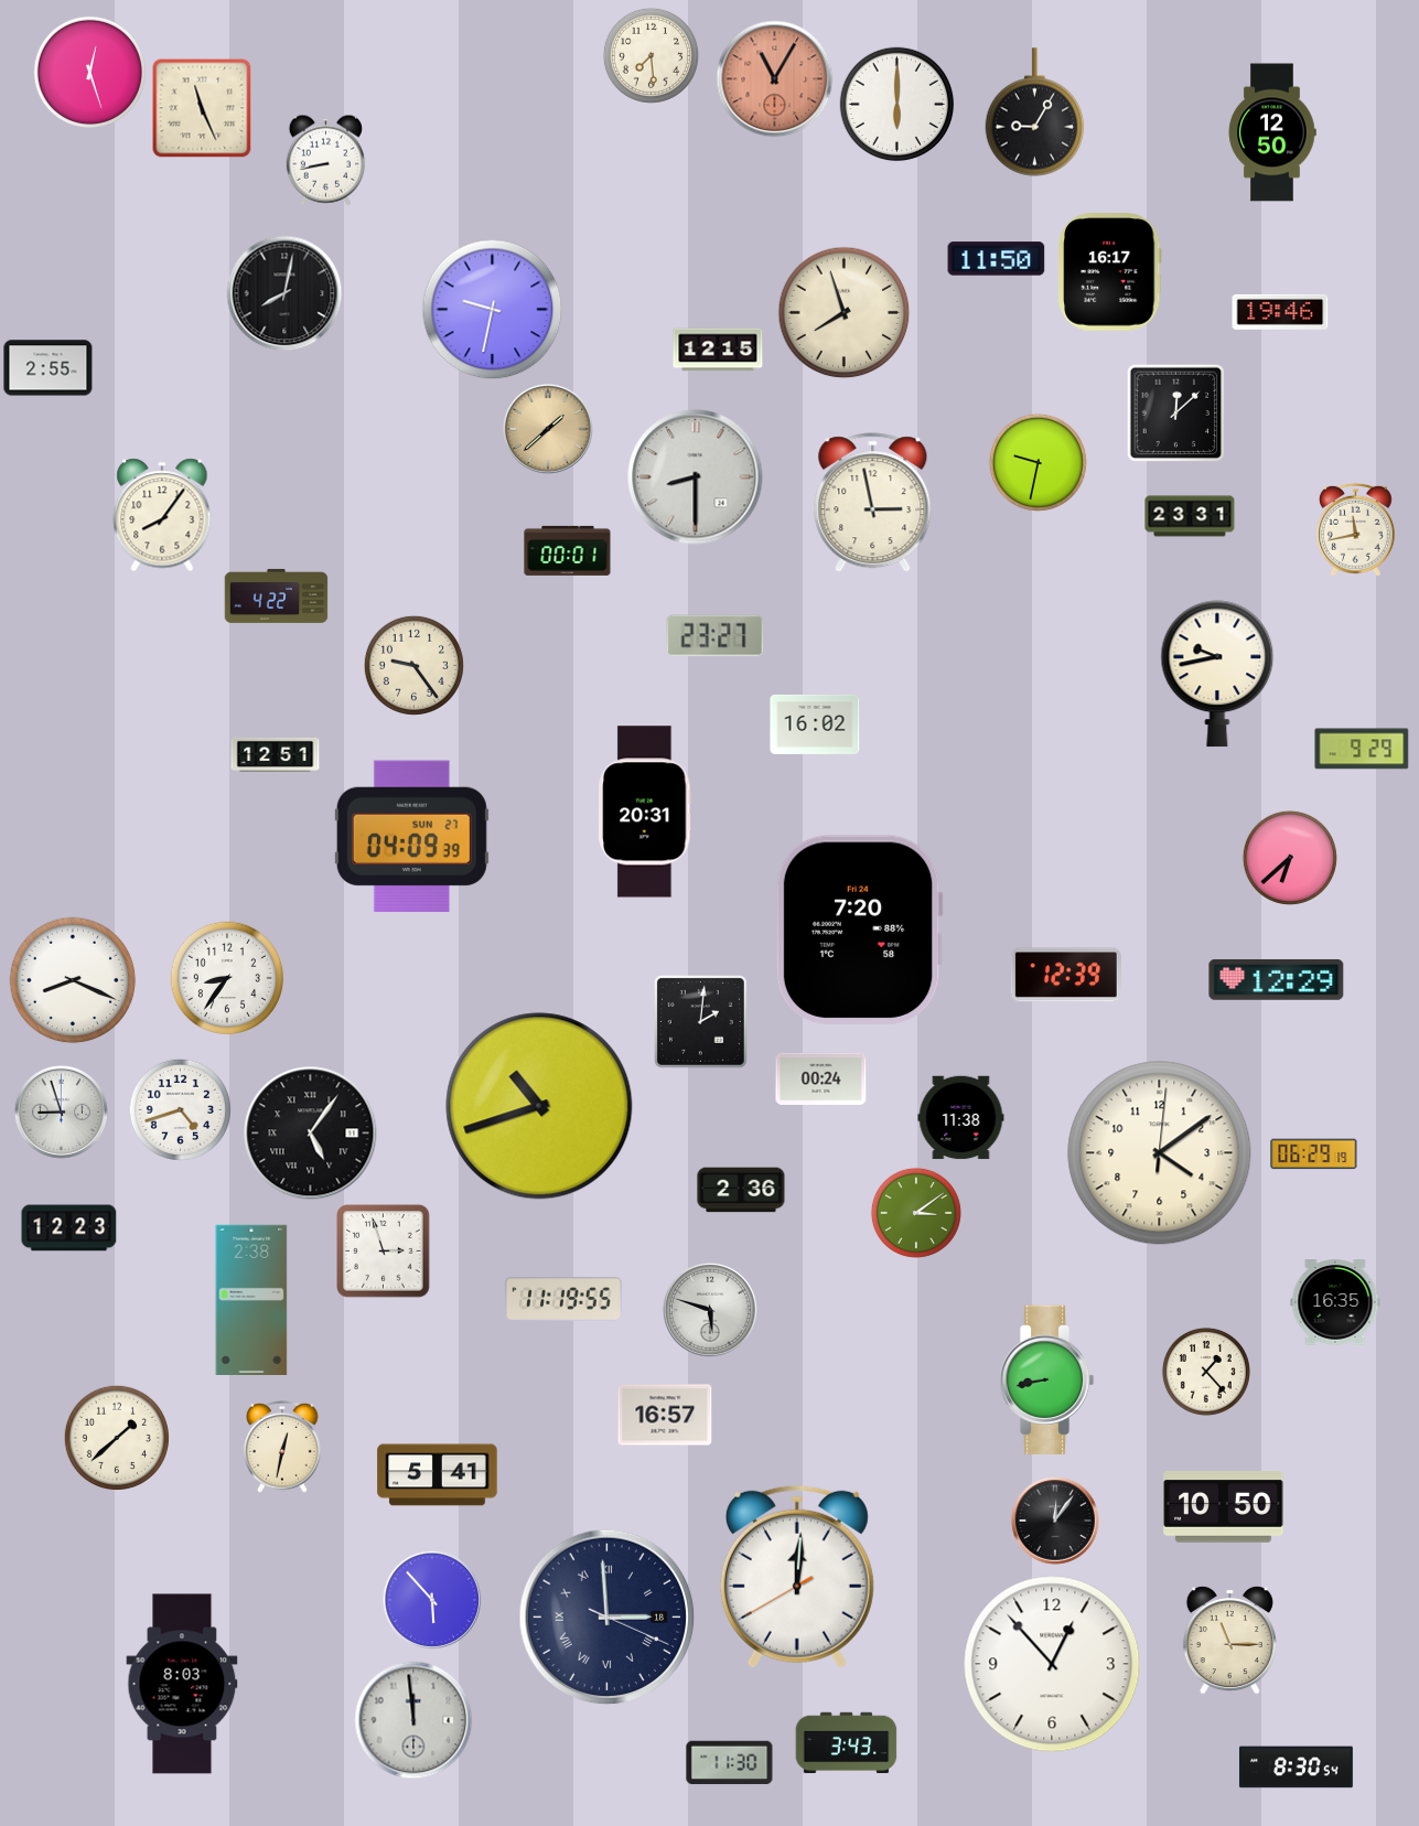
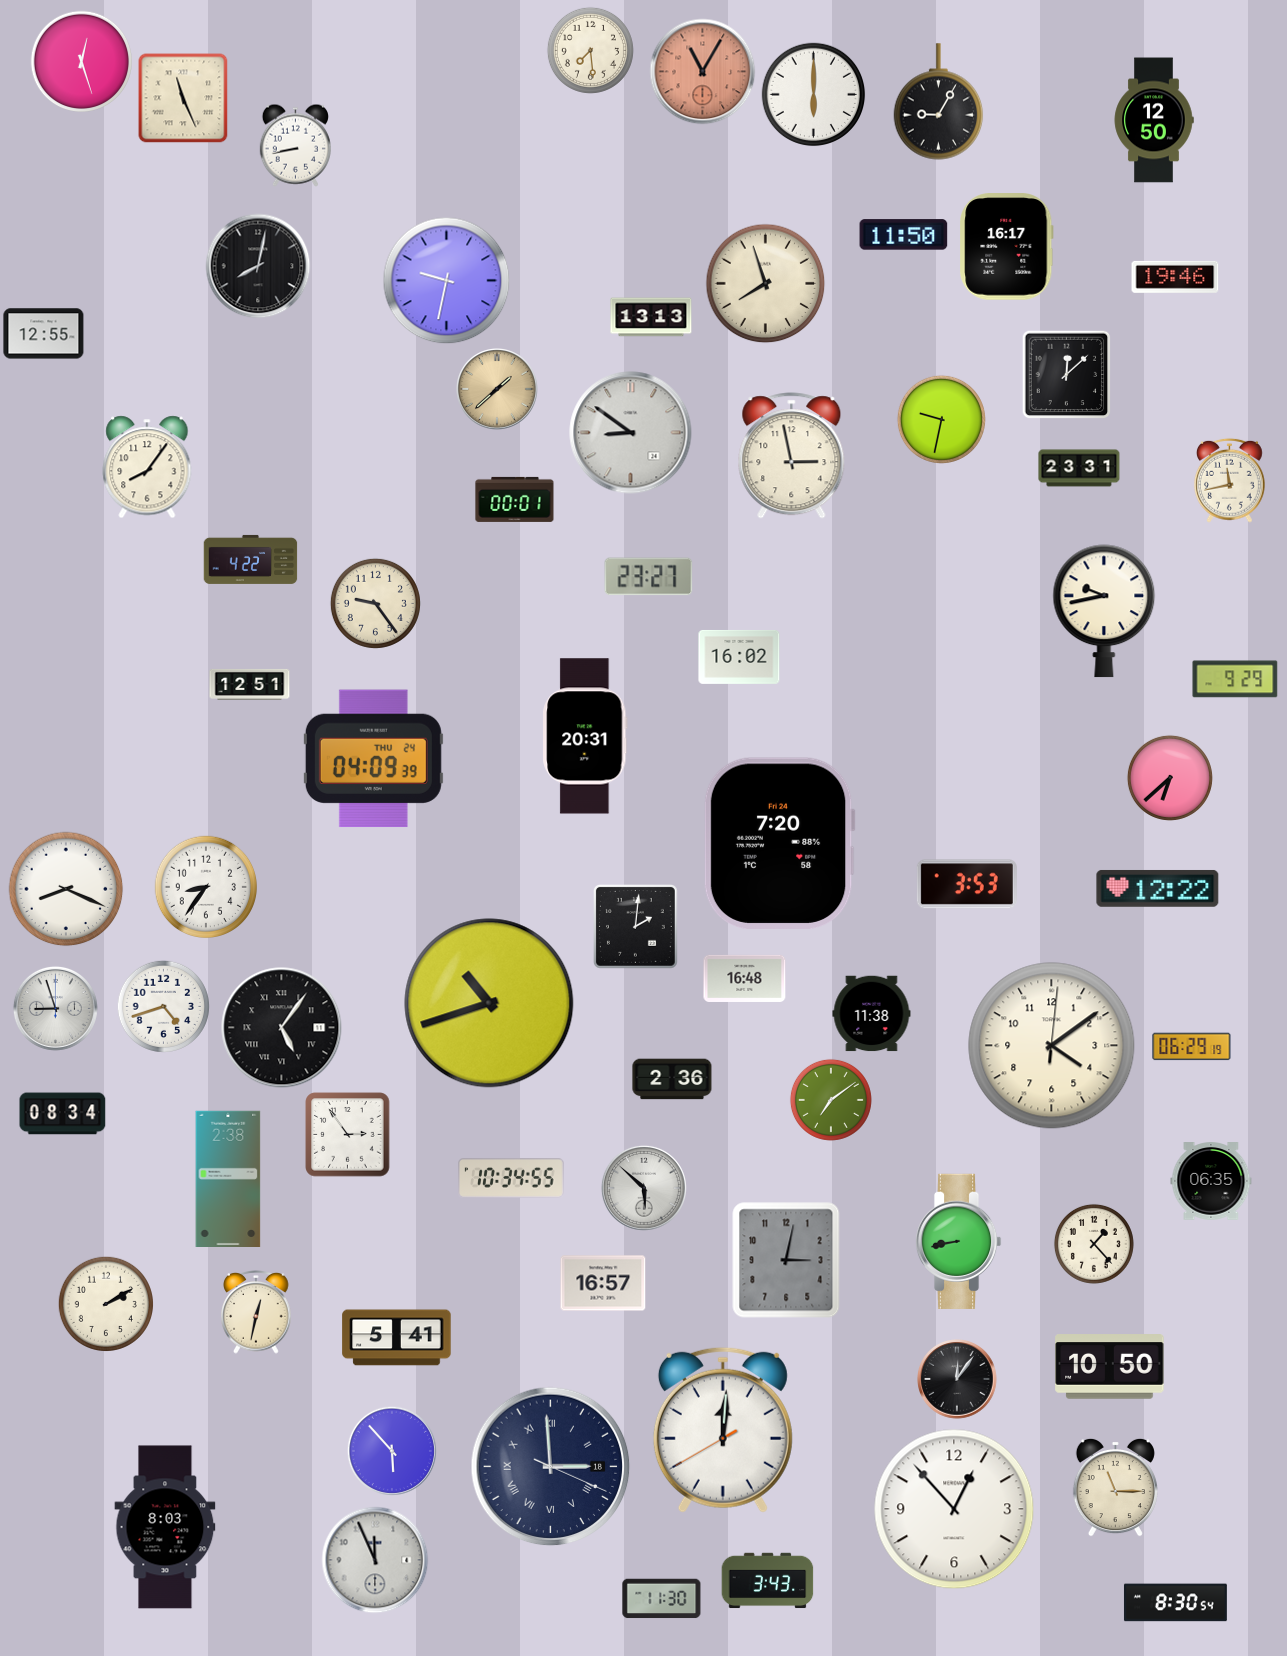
clock at (89, 72) position: (89, 72) -> (81, 61)
clock at (1280, 312) position: (1280, 312) -> (1175, 277)
clock at (718, 350): 12:15 -> 13:13
clock at (49, 368): 2:55 -> 12:55
clock at (696, 477): 8:30 -> 8:51
clock at (277, 595) position: (277, 595) -> (251, 559)
clock at (411, 837) date: SUN 27 -> THU 24
clock at (1066, 975): 12:39 -> 3:53
clock at (1277, 979): 12:29 -> 12:22
clock at (821, 1078): 00:24 -> 16:48
clock at (916, 1213): 3:09 -> 7:09
clock at (69, 1228): 12:23 -> 08:34
clock at (384, 1252): 2:57 -> 2:54
clock at (563, 1300): 11:19 -> 10:34
clock at (1335, 1302): 16:35 -> 06:35
clock at (710, 1310): 5:48 -> 5:52
clock at (1046, 1379) position: (1046, 1379) -> (958, 1241)
clock at (786, 1260): none -> 3:02
clock at (117, 1438): 1:38 -> 2:10
clock at (413, 1720): 11:59 -> 11:56
